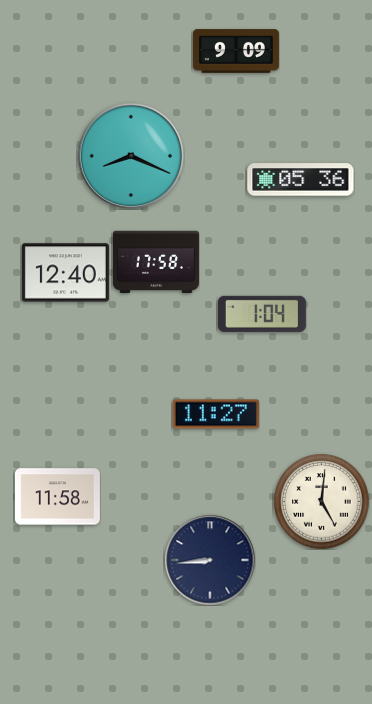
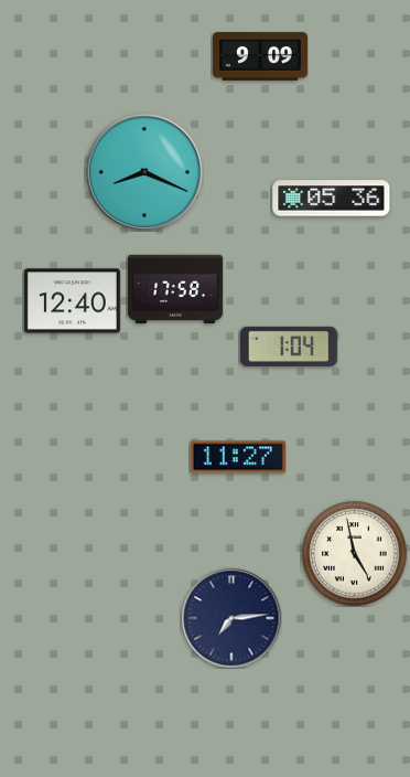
clock at (156, 262) position: (156, 262) -> (175, 289)
clock at (57, 497): 11:58 -> none
clock at (321, 501): 5:01 -> 4:58
clock at (210, 560): 8:44 -> 7:14
